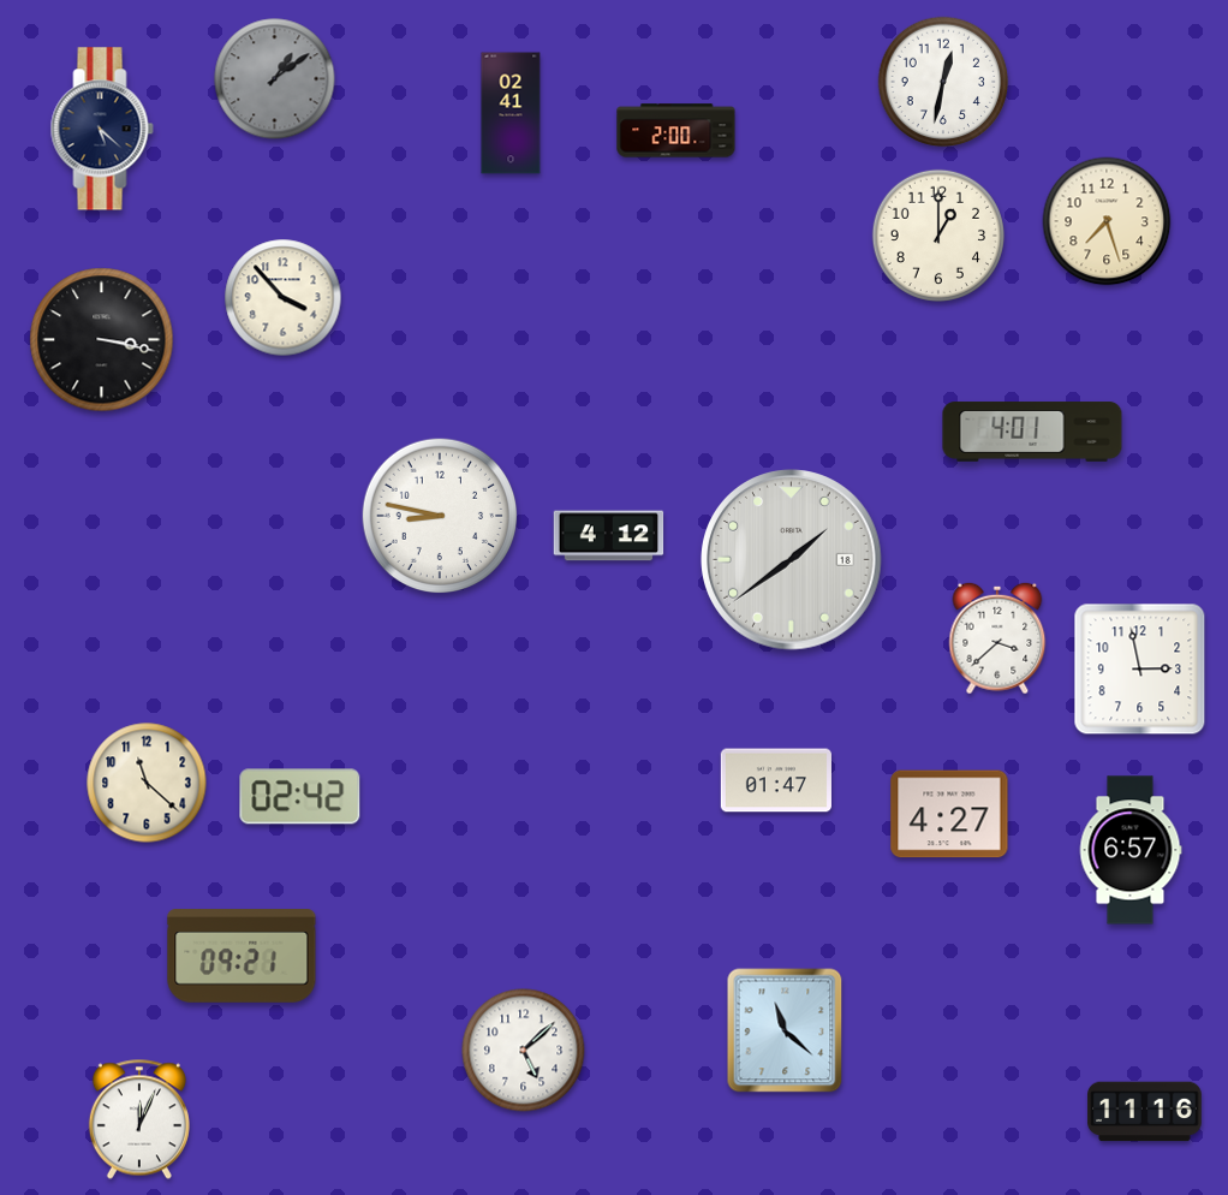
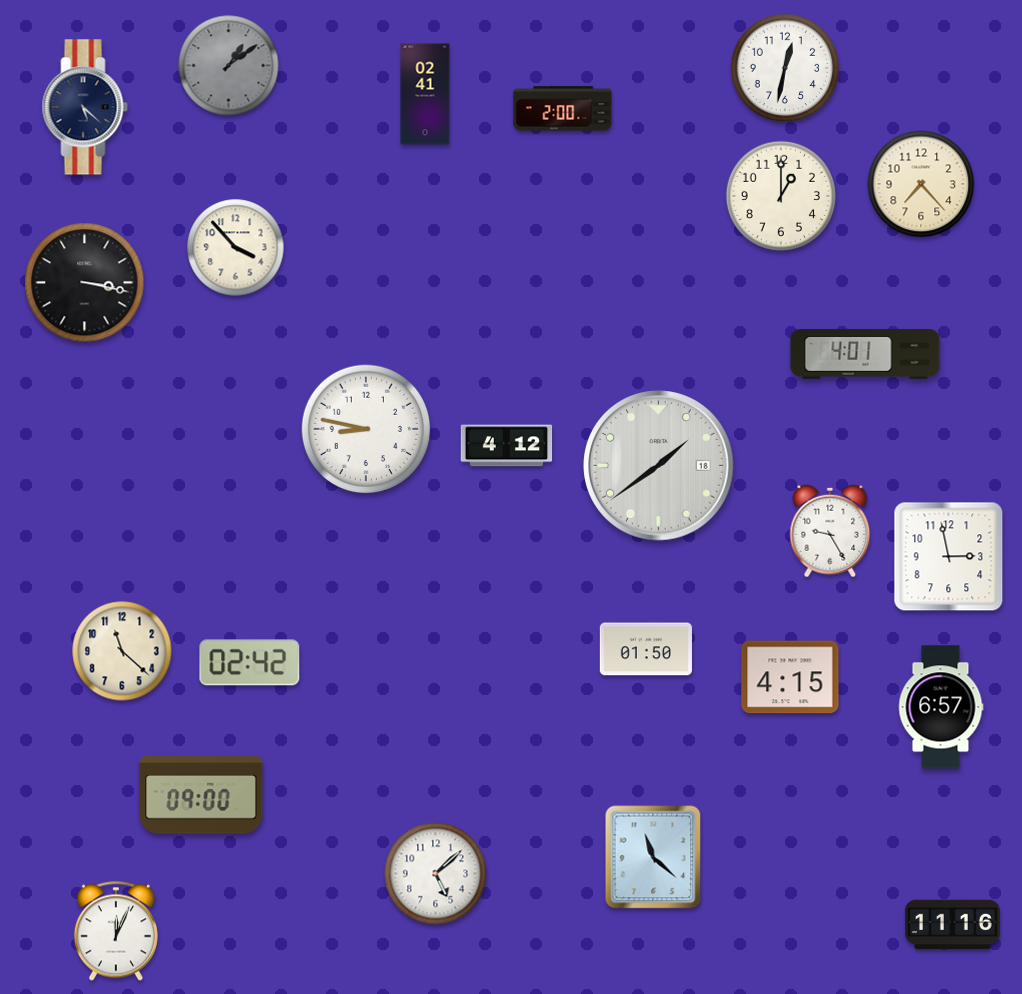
clock at (1107, 221): 7:27 -> 7:23
clock at (1032, 432) position: (1032, 432) -> (865, 354)
clock at (997, 638): 3:38 -> 9:25
clock at (776, 780): 01:47 -> 01:50
clock at (949, 814): 4:27 -> 4:15
clock at (242, 956): 09:21 -> 09:00
